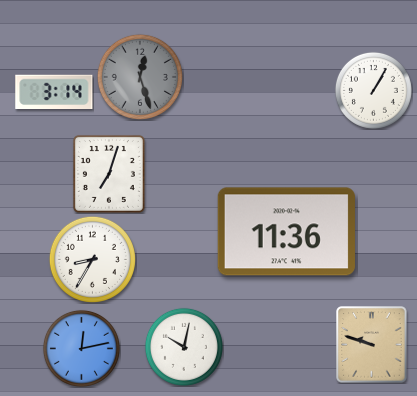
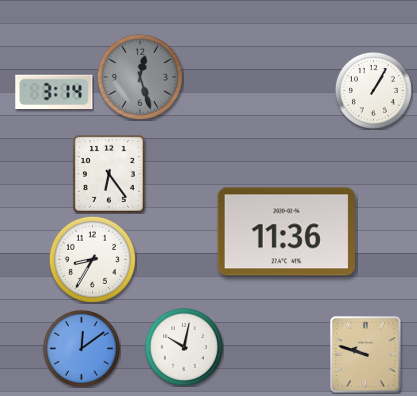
clock at (109, 174): 7:03 -> 6:24
clock at (372, 345) position: (372, 345) -> (366, 355)
clock at (81, 348): 12:13 -> 12:09
